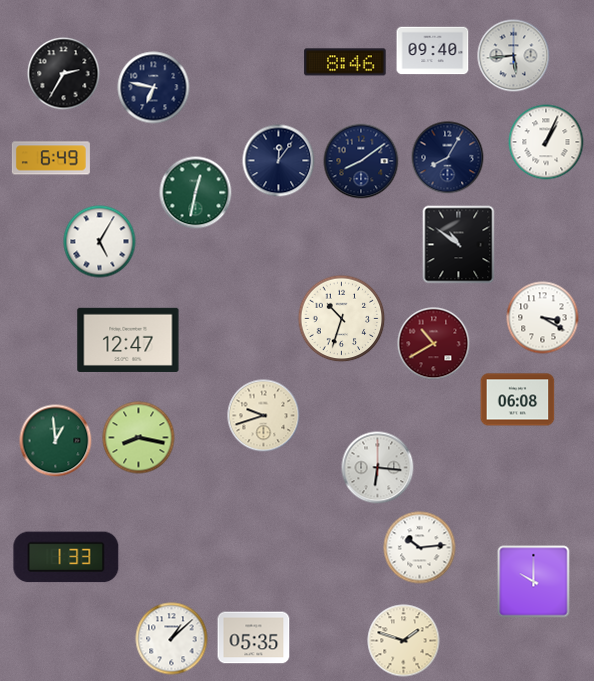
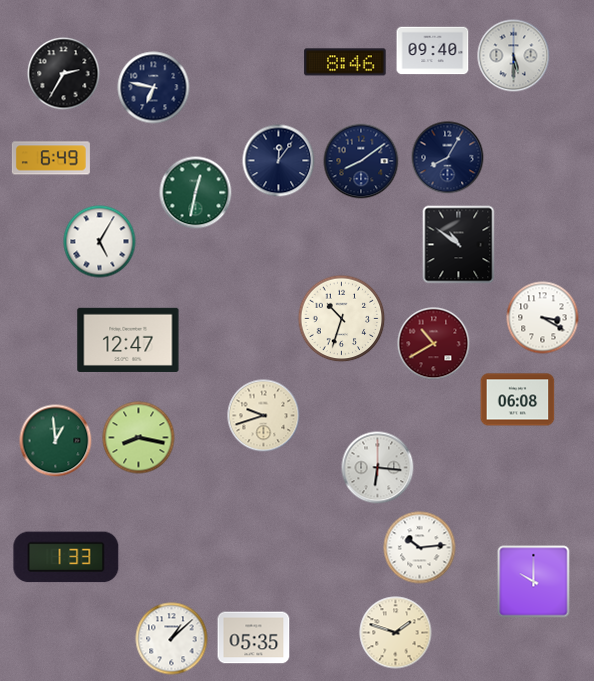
clock at (514, 56): 5:44 -> 5:30
clock at (546, 142): 1:04 -> none
clock at (404, 641) position: (404, 641) -> (396, 633)
